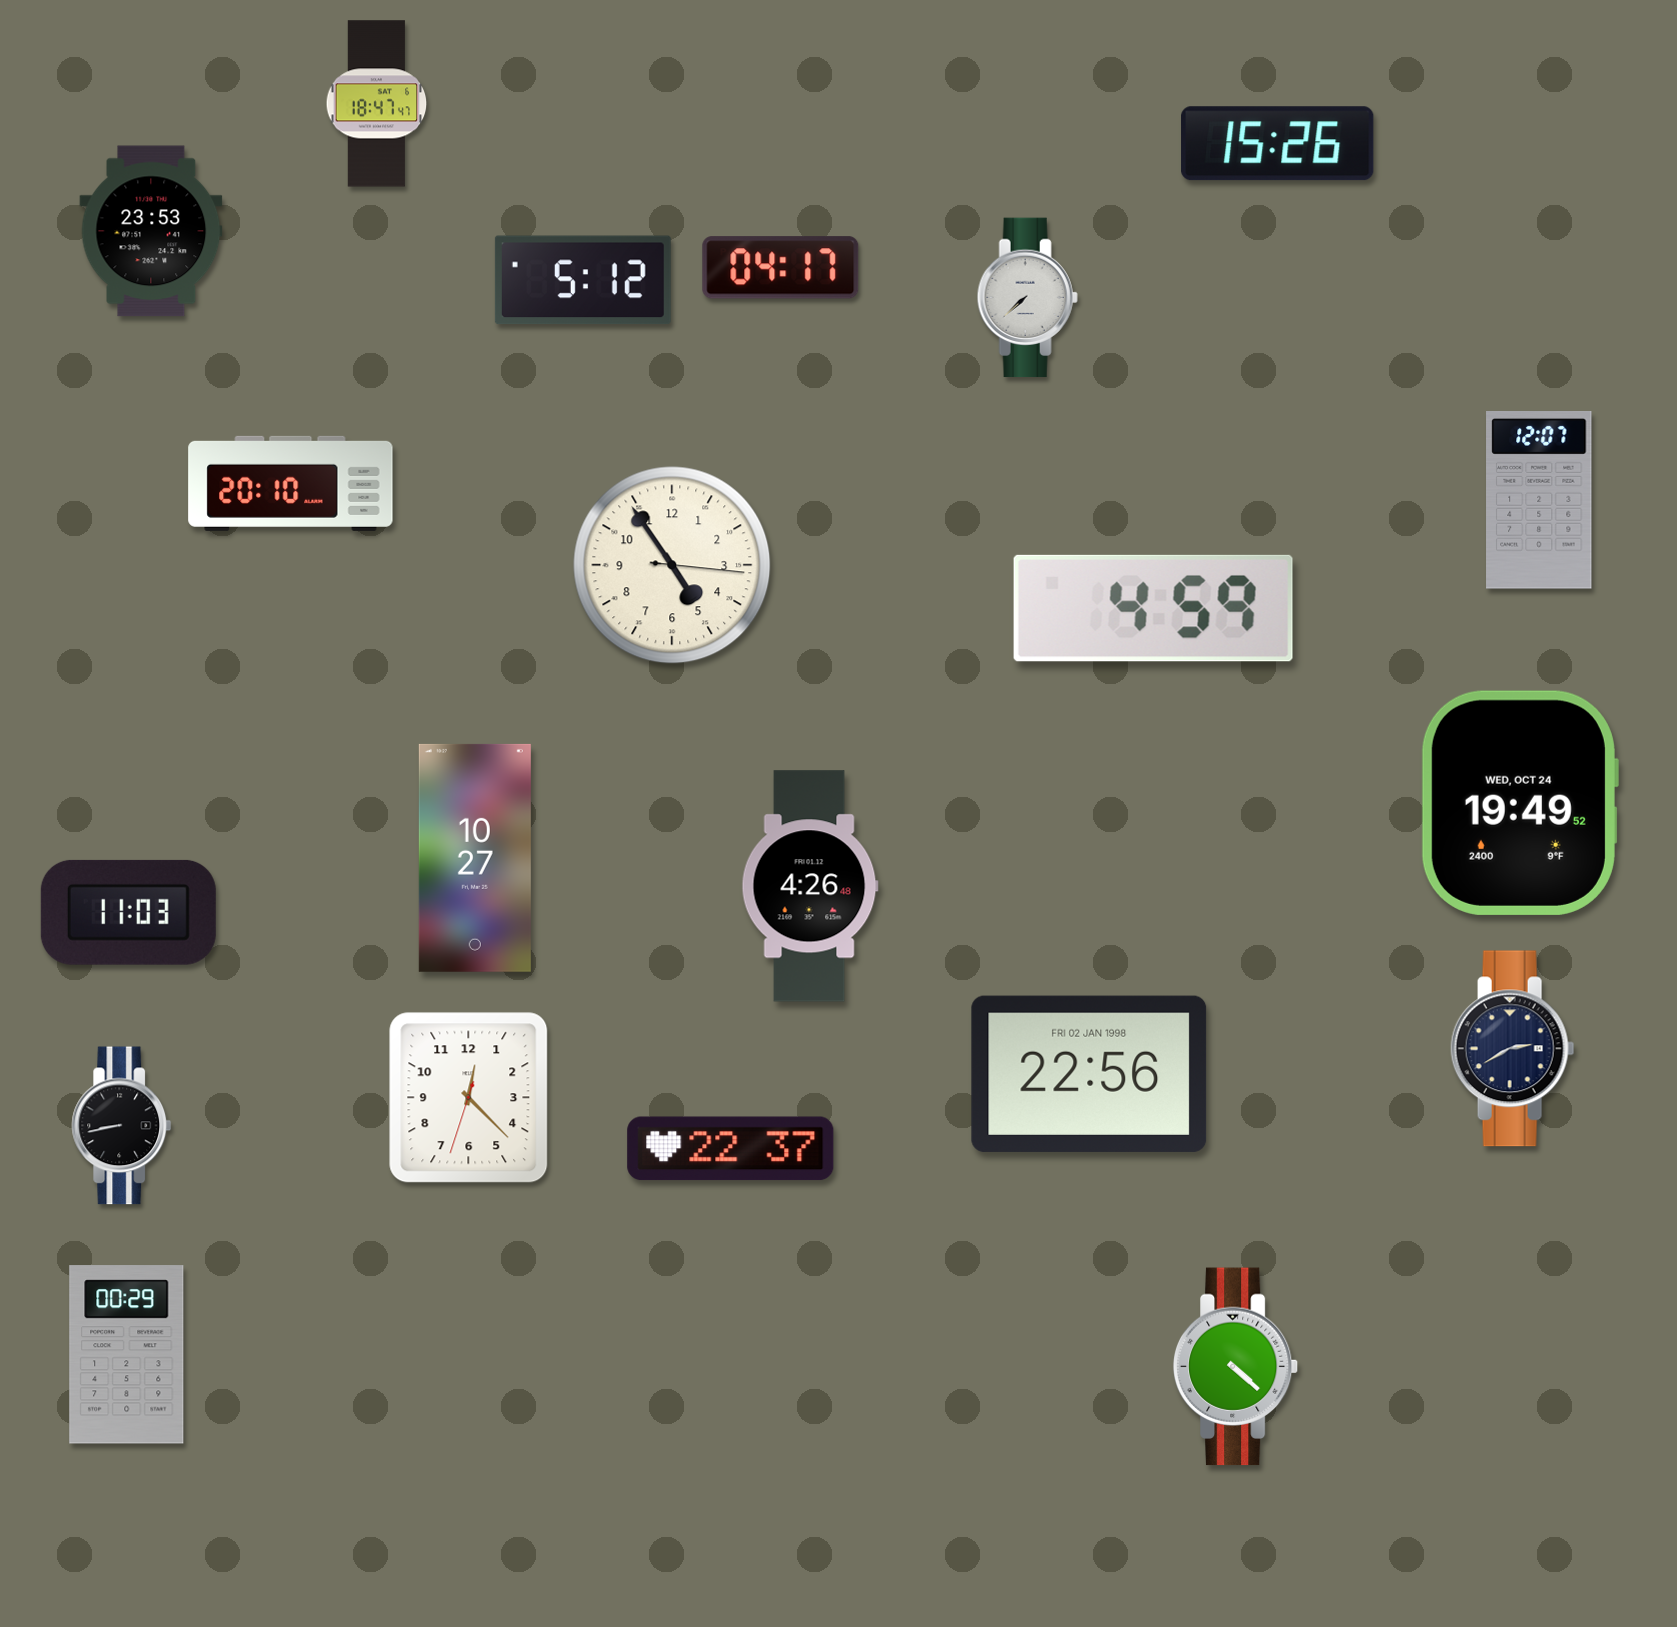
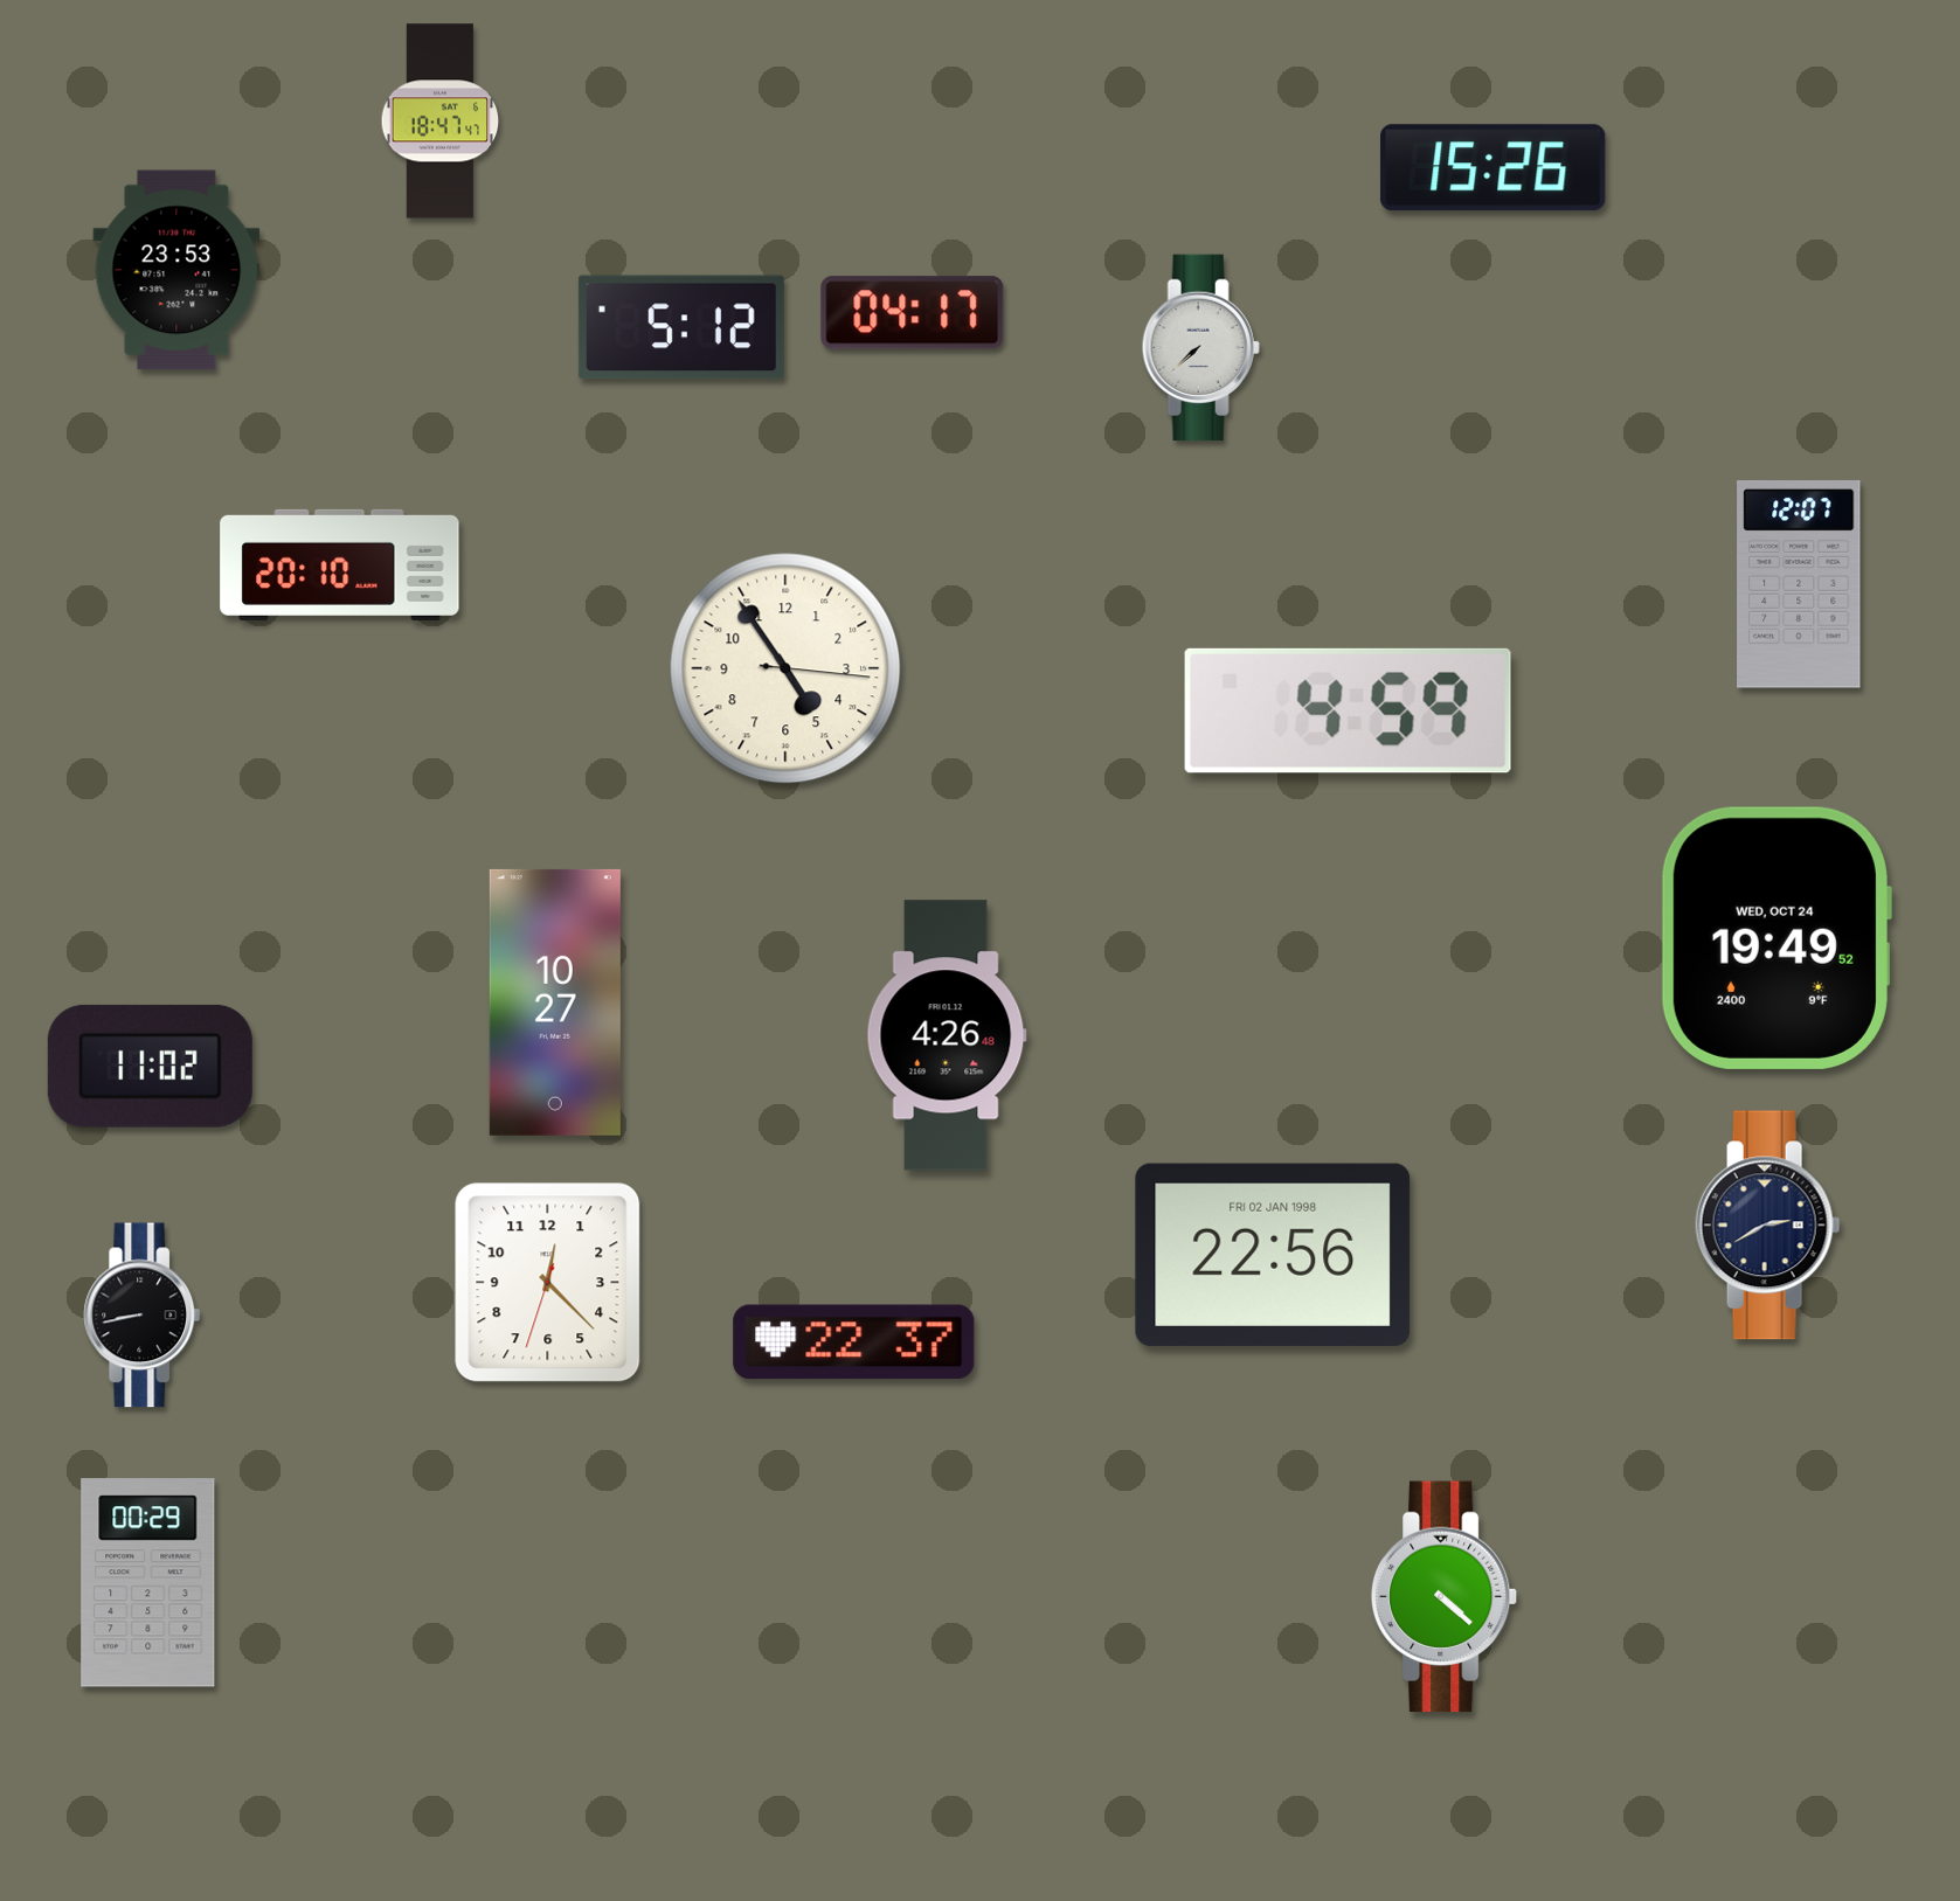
clock at (672, 565) position: (672, 565) -> (785, 668)
clock at (128, 912): 11:03 -> 11:02
